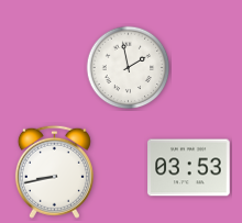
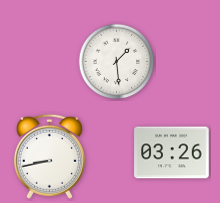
clock at (129, 68): 1:58 -> 1:29
clock at (189, 168): 03:53 -> 03:26
